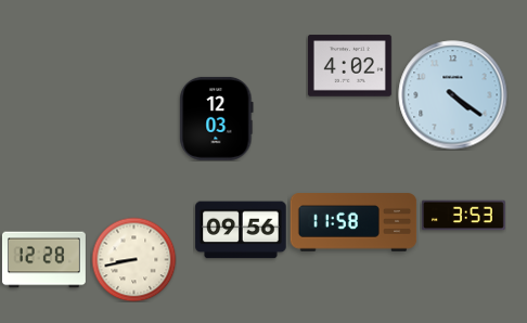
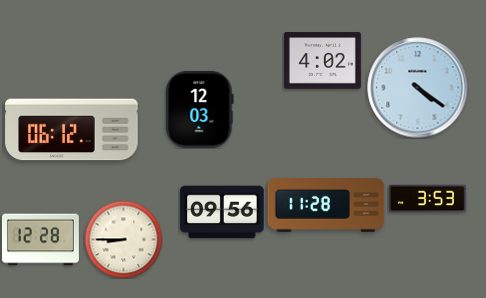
clock at (72, 130): none -> 06:12
clock at (354, 222): 11:58 -> 11:28
clock at (133, 259): 8:43 -> 8:45
